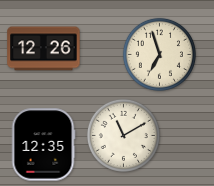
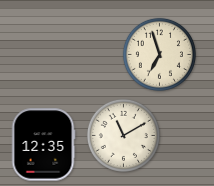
clock at (44, 49): 12:26 -> none
